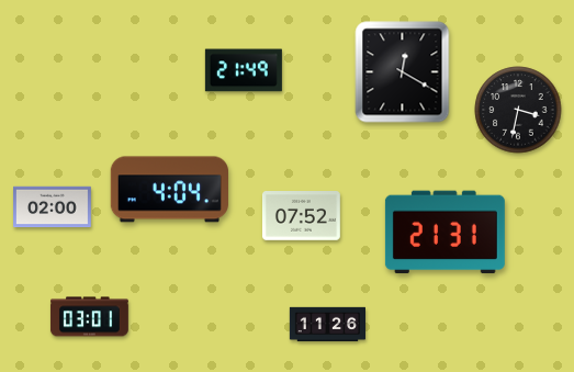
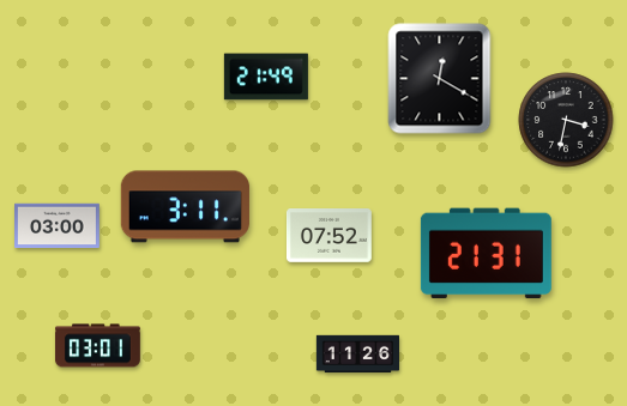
clock at (169, 190): 4:04 -> 3:11
clock at (53, 207): 02:00 -> 03:00
